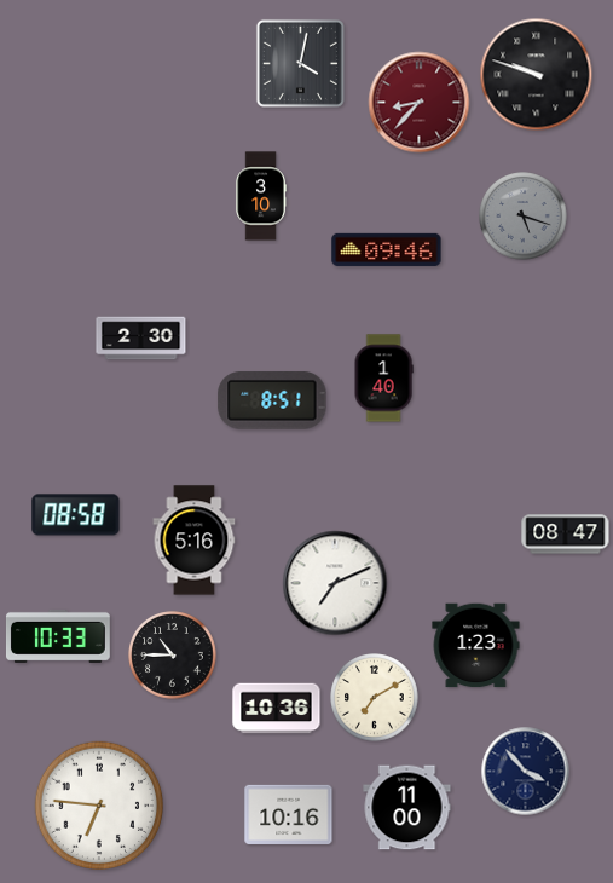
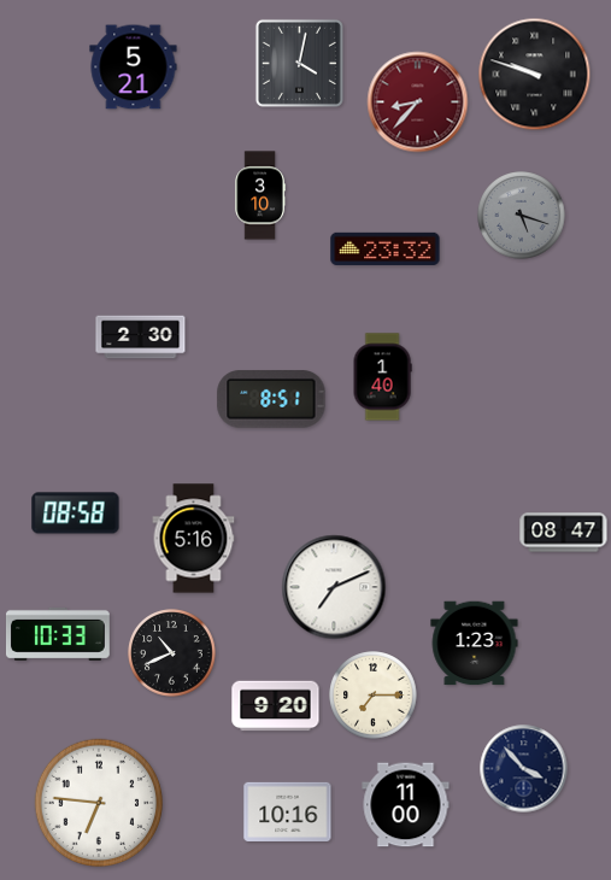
clock at (134, 68): none -> 5:21
clock at (387, 249): 09:46 -> 23:32
clock at (335, 583) position: (335, 583) -> (334, 587)
clock at (173, 656): 10:45 -> 10:41
clock at (375, 698): 7:10 -> 7:15
clock at (277, 709): 10:36 -> 9:20
